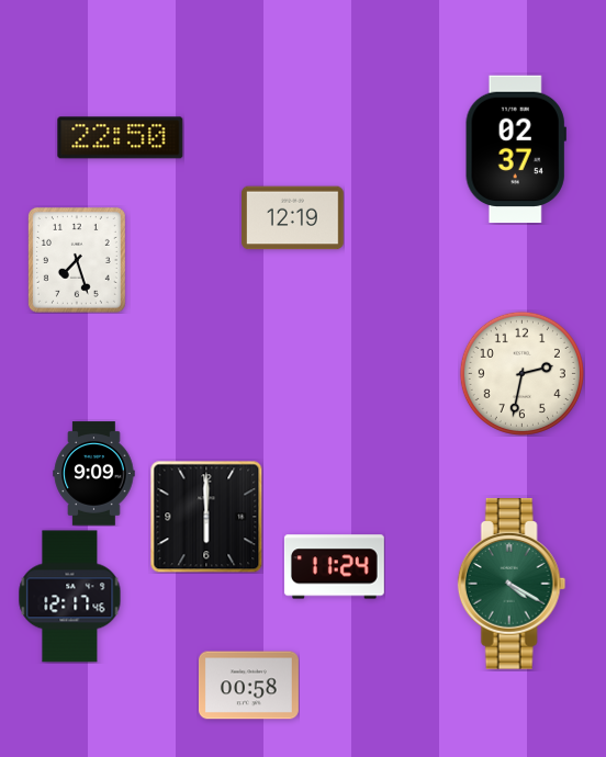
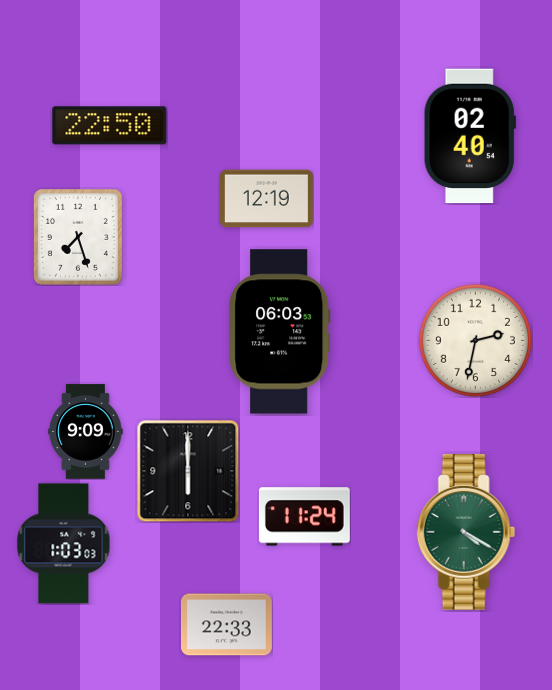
clock at (516, 149): 02:37 -> 02:40
clock at (77, 260) position: (77, 260) -> (78, 237)
clock at (280, 332): none -> 06:03
clock at (70, 597): 12:17 -> 1:03
clock at (248, 686): 00:58 -> 22:33
